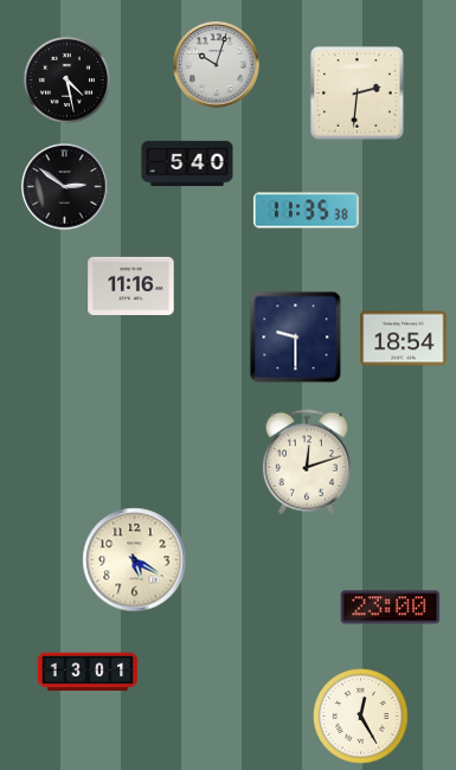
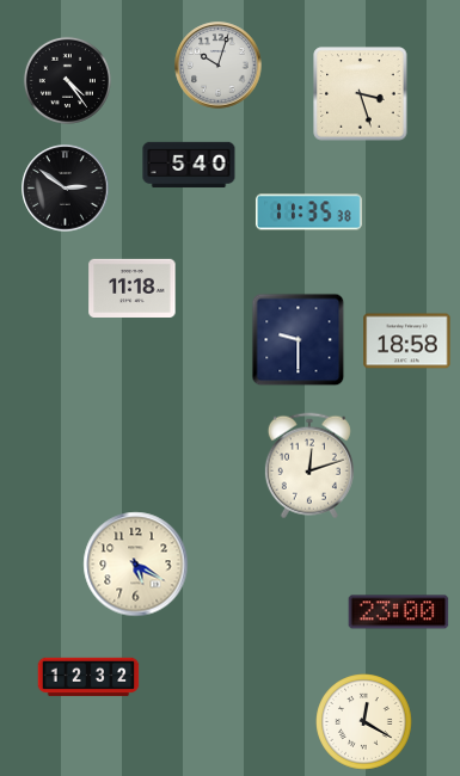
clock at (66, 79): 4:28 -> 4:24
clock at (358, 94): 2:31 -> 3:27
clock at (131, 285): 11:16 -> 11:18
clock at (404, 339): 18:54 -> 18:58
clock at (391, 608) position: (391, 608) -> (399, 612)
clock at (88, 672): 13:01 -> 12:32
clock at (361, 717): 12:25 -> 12:20
